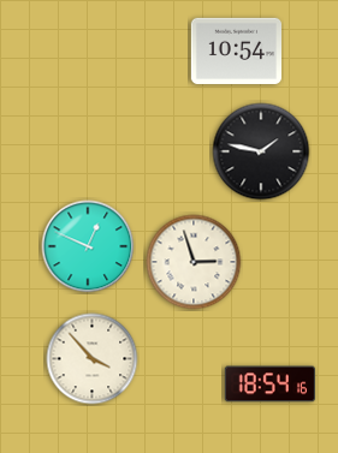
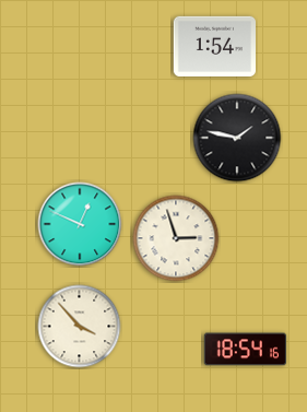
clock at (236, 50): 10:54 -> 1:54
clock at (93, 359) position: (93, 359) -> (80, 327)
